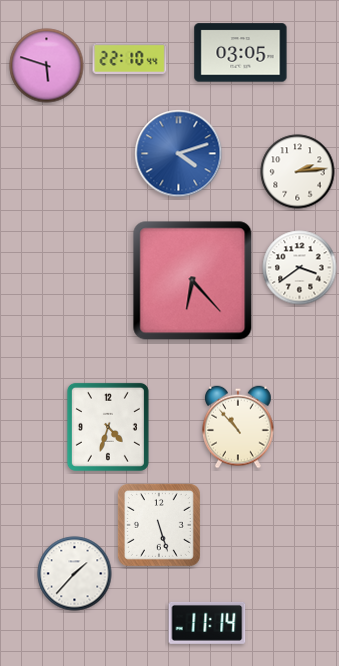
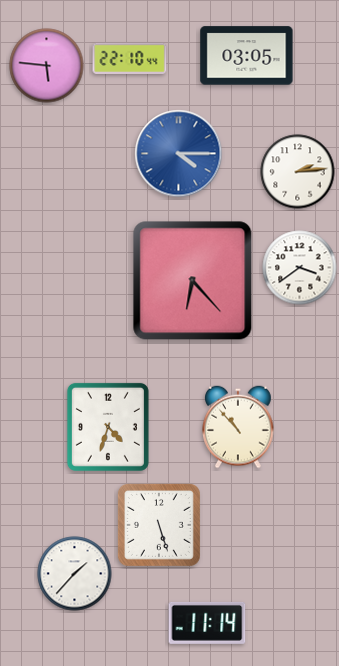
clock at (241, 53) position: (241, 53) -> (247, 56)
clock at (47, 66): 5:48 -> 5:46
clock at (179, 154): 4:12 -> 4:15
